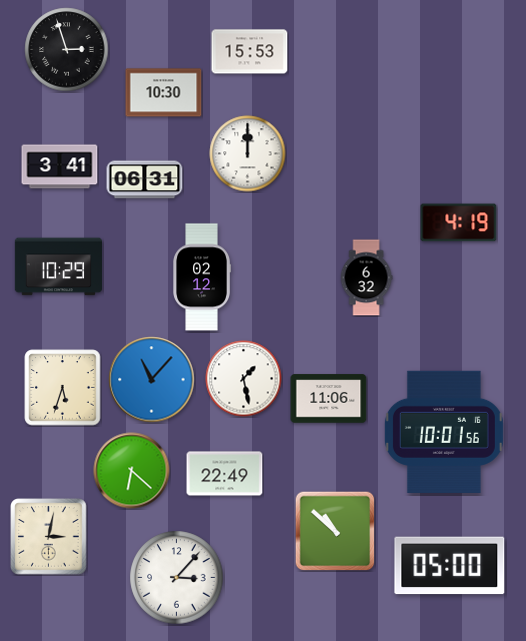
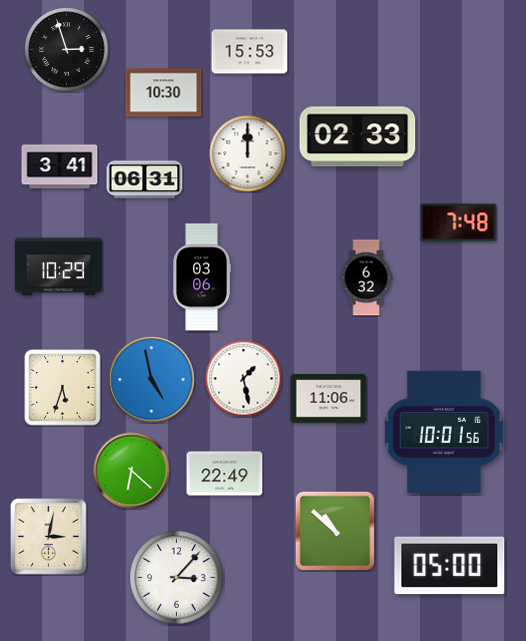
clock at (358, 137): none -> 02:33
clock at (459, 223): 4:19 -> 7:48
clock at (202, 277): 02:12 -> 03:06
clock at (152, 380): 11:07 -> 4:58
